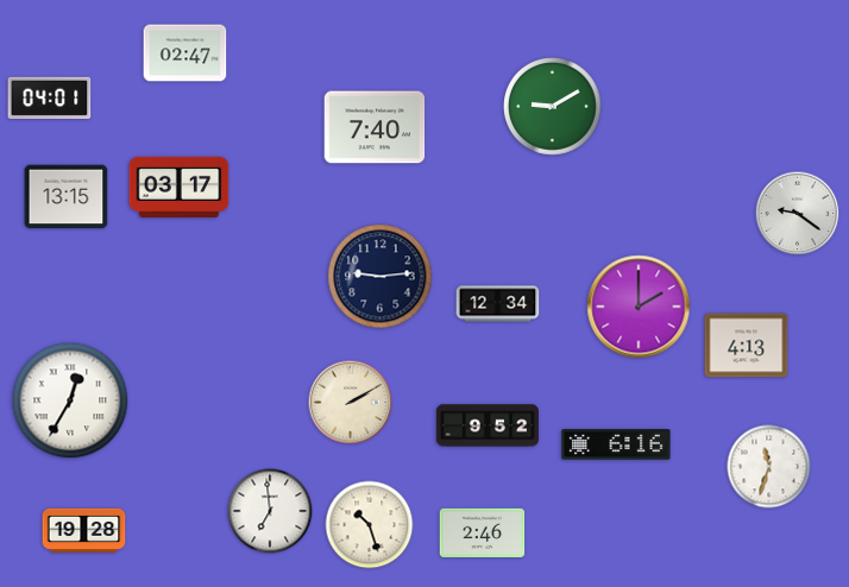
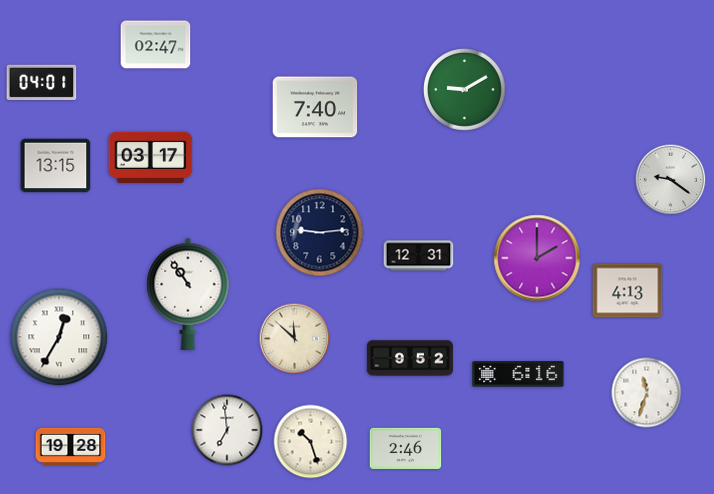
clock at (498, 304): 12:34 -> 12:31
clock at (188, 294): none -> 10:54
clock at (351, 403): 2:10 -> 11:52
